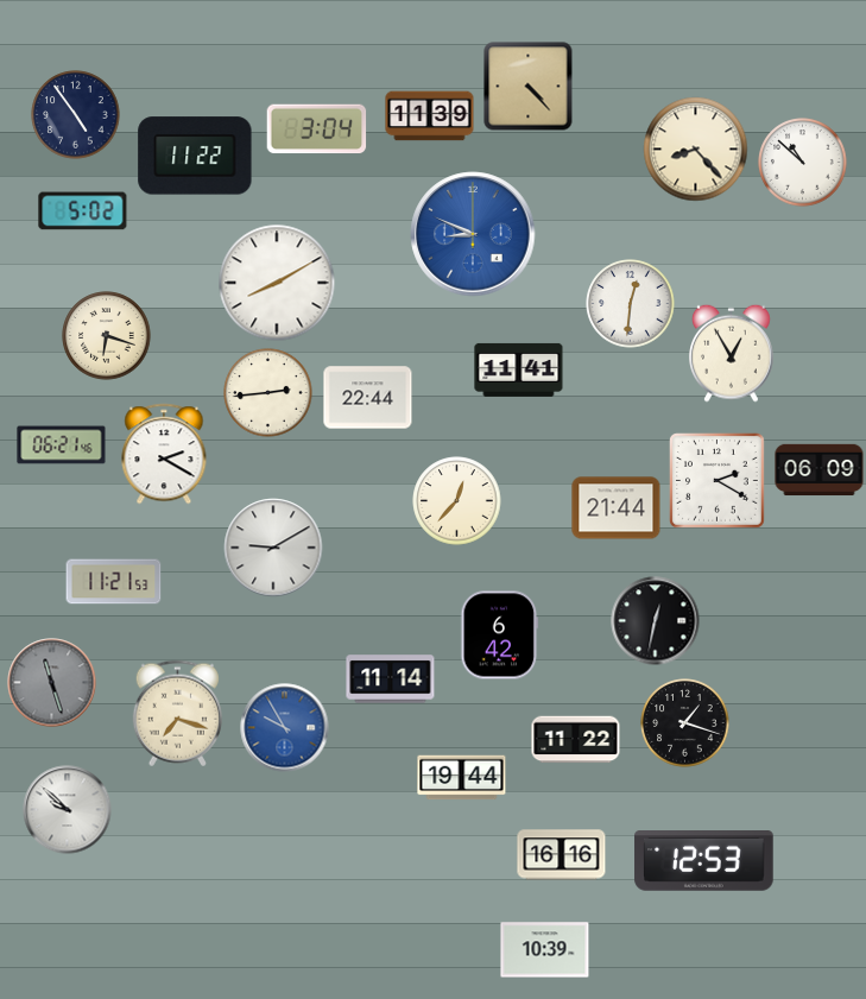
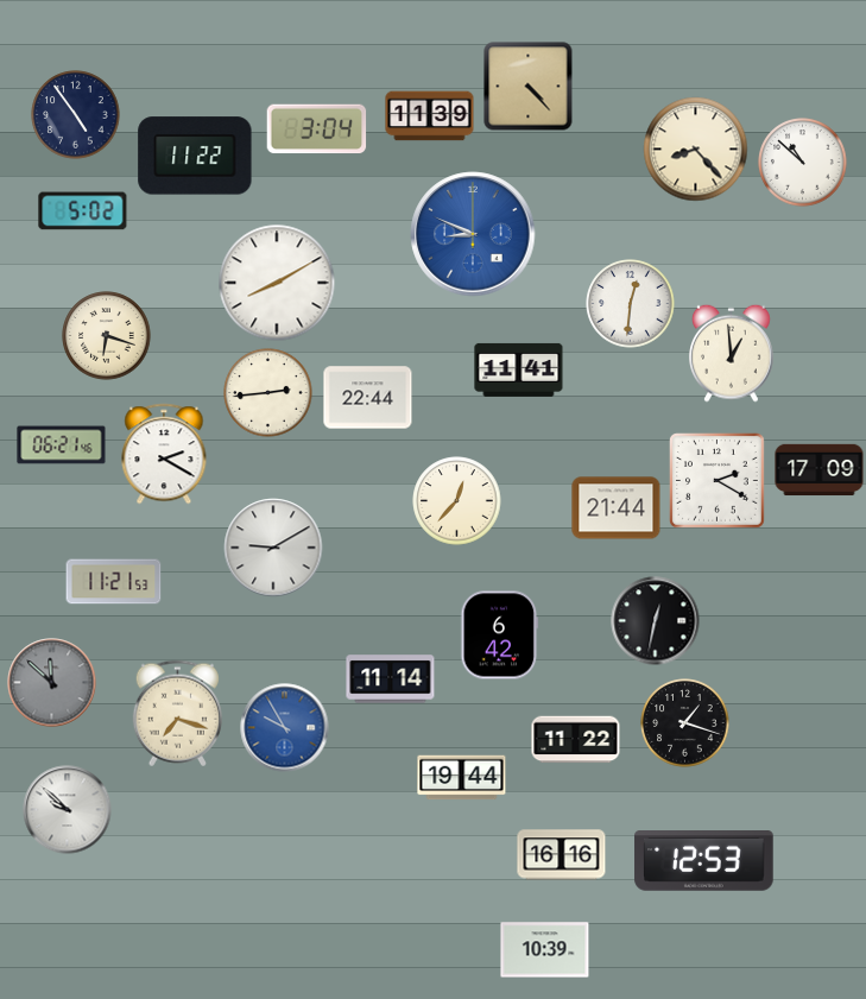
clock at (732, 353): 12:55 -> 12:59
clock at (820, 470): 06:09 -> 17:09
clock at (52, 683): 11:27 -> 11:52
